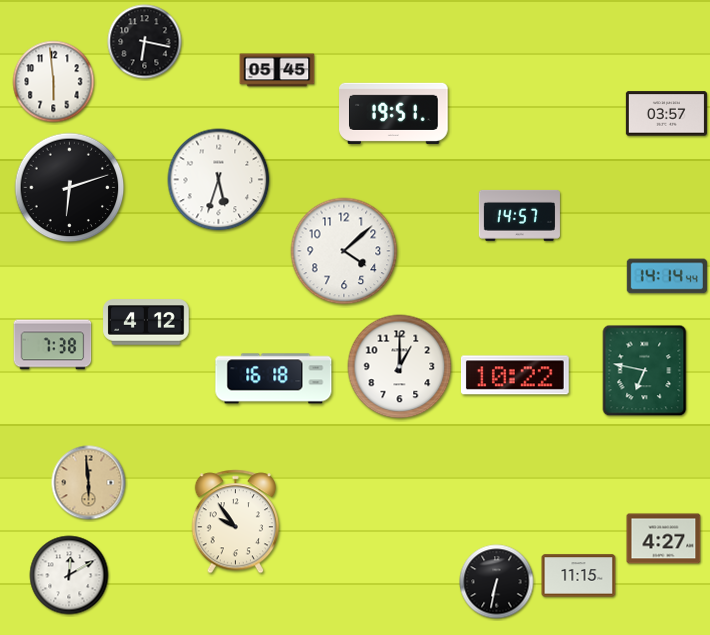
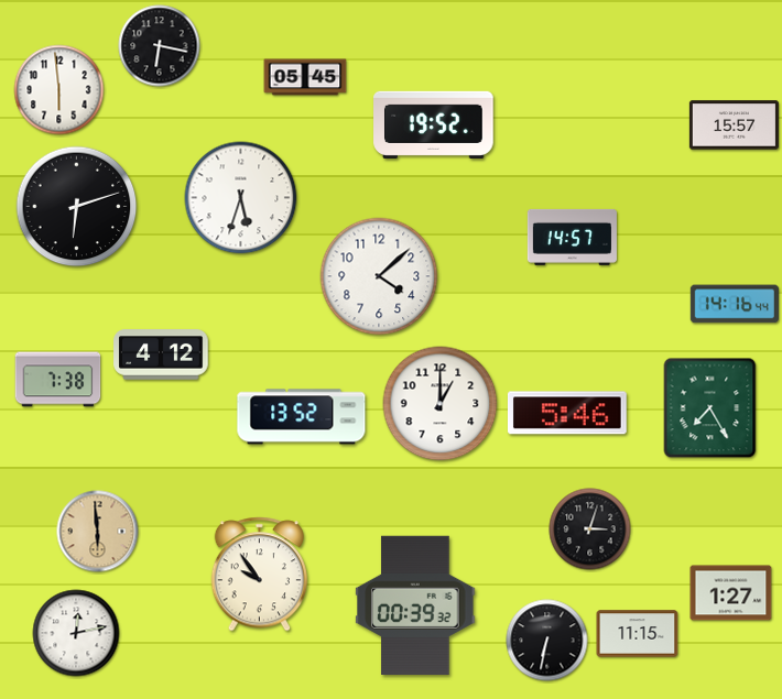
clock at (394, 113): 19:51 -> 19:52
clock at (666, 114): 03:57 -> 15:57
clock at (667, 276): 14:14 -> 14:16
clock at (645, 371): 6:47 -> 7:25
clock at (515, 375): 10:22 -> 5:46
clock at (274, 379): 16:18 -> 13:52
clock at (590, 529): none -> 3:03
clock at (664, 539): 4:27 -> 1:27
clock at (415, 605): none -> 00:39
clock at (69, 575): 12:10 -> 12:13
